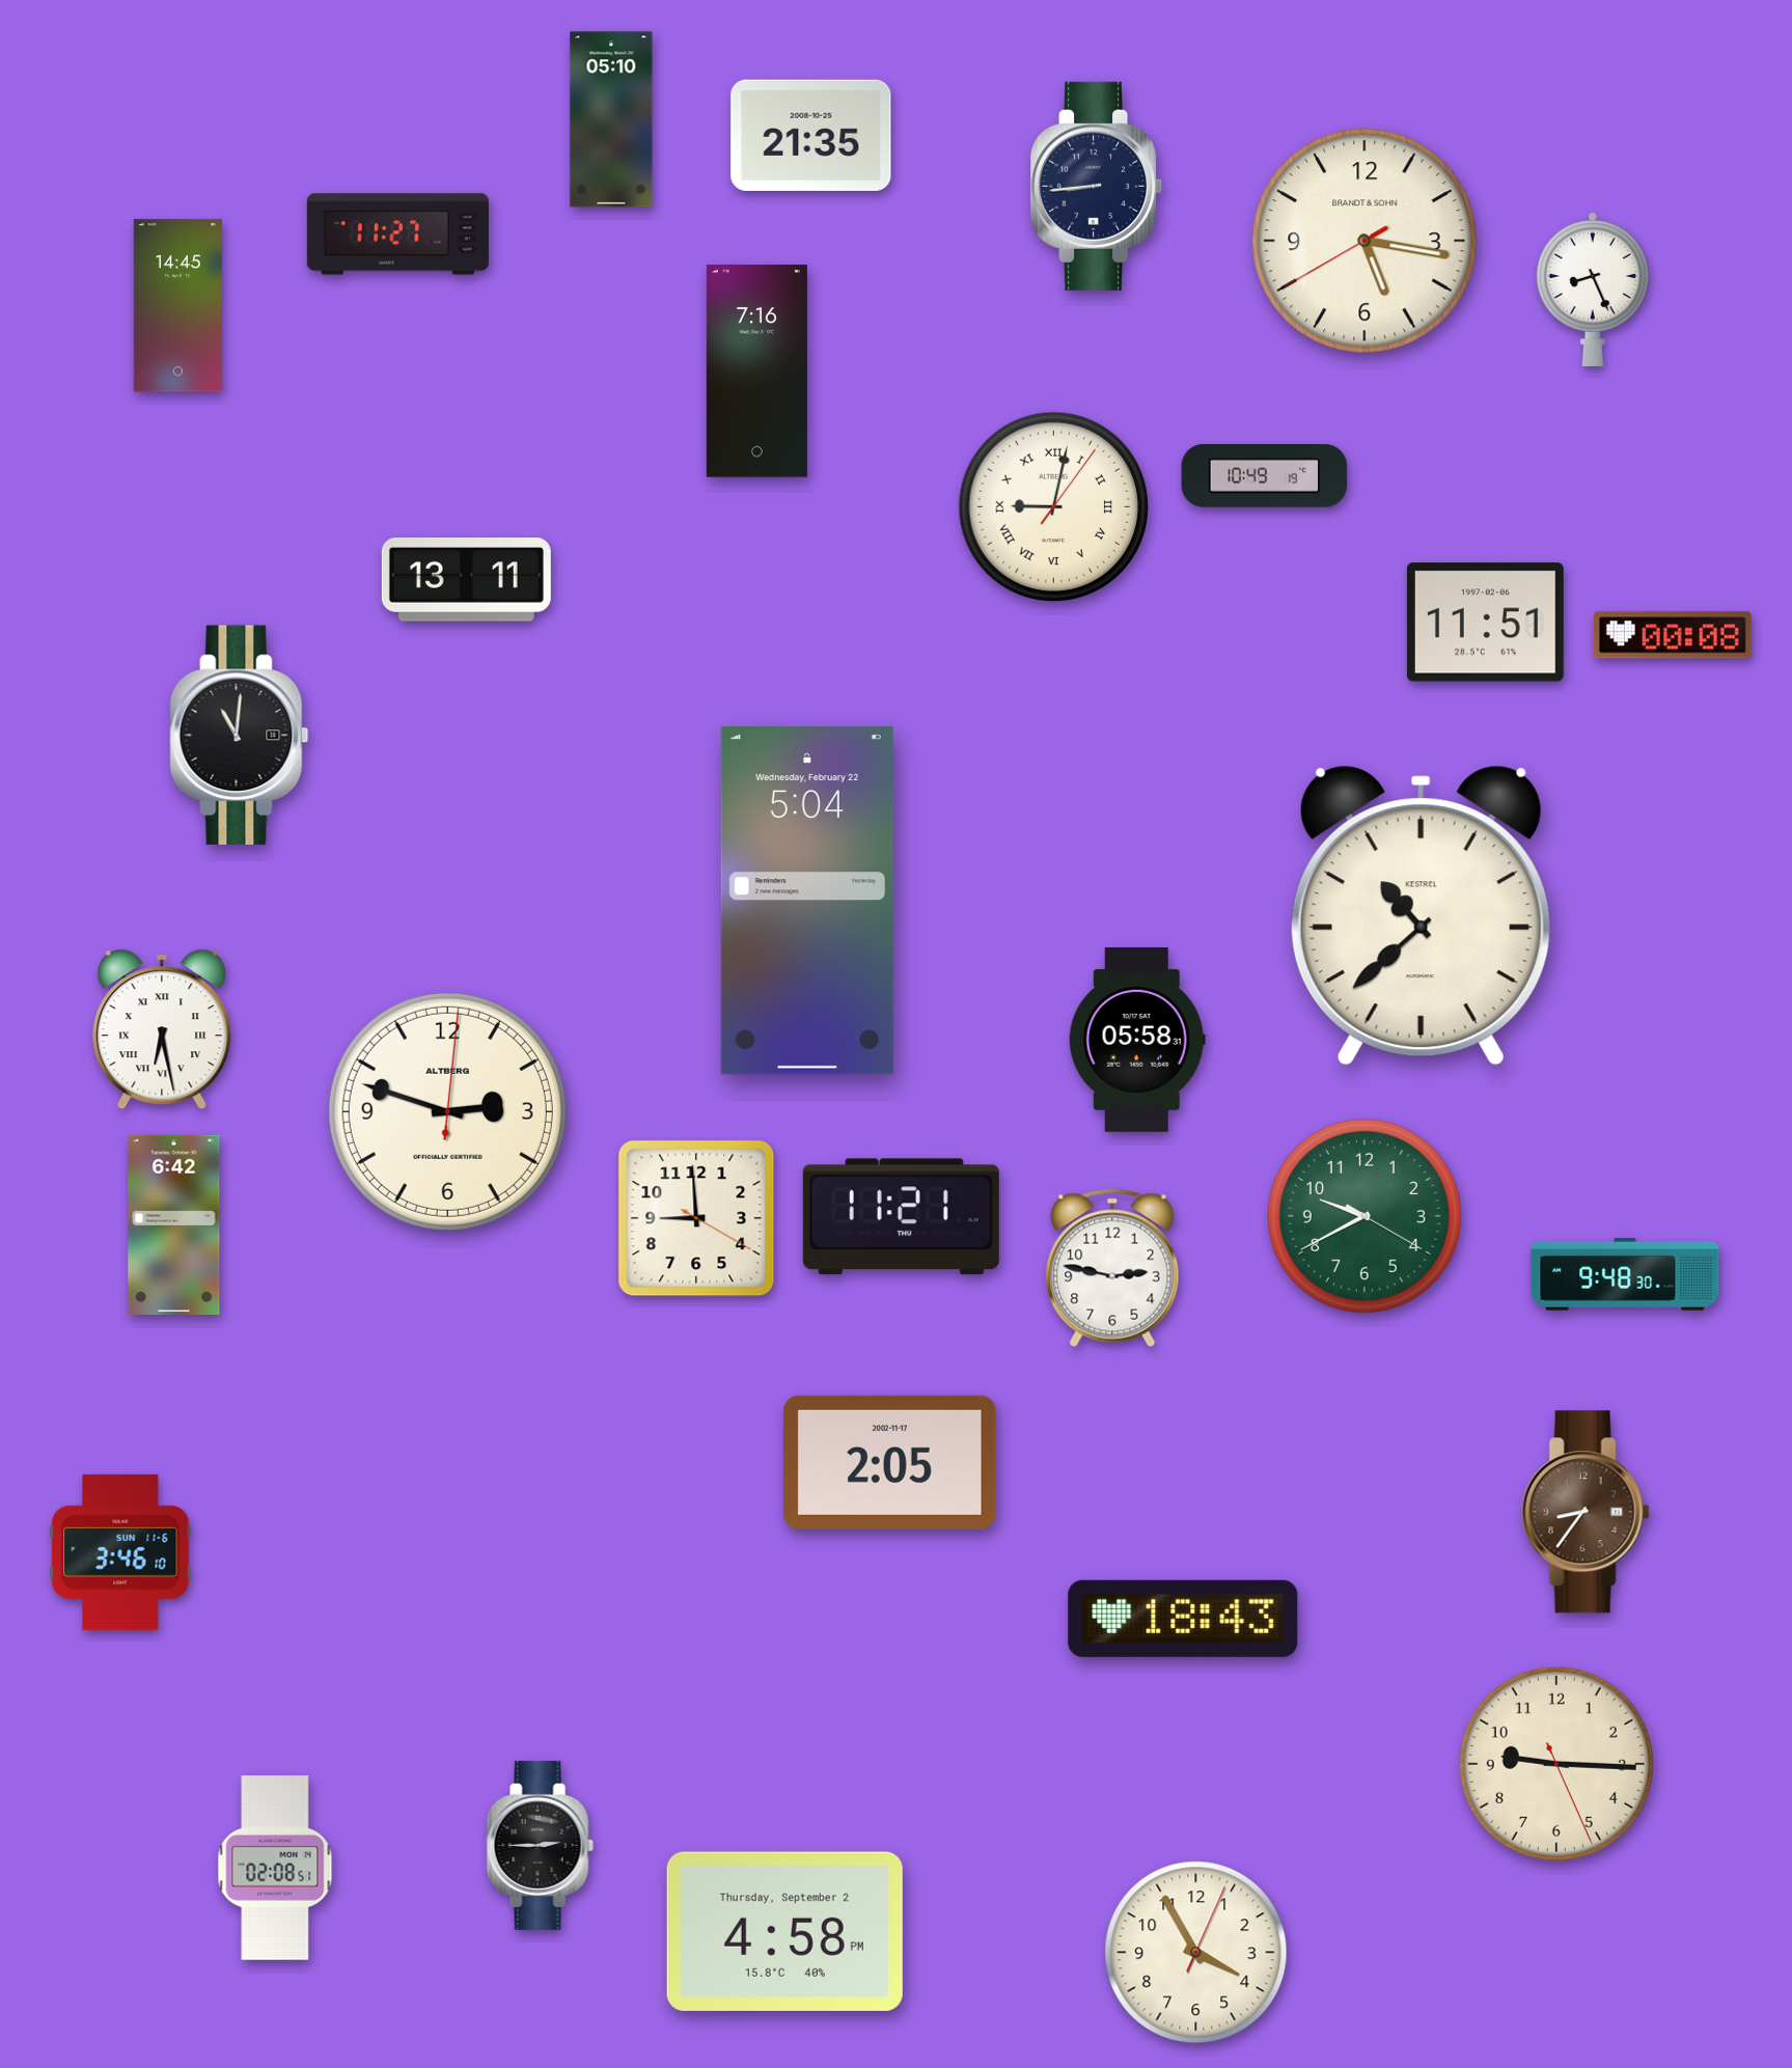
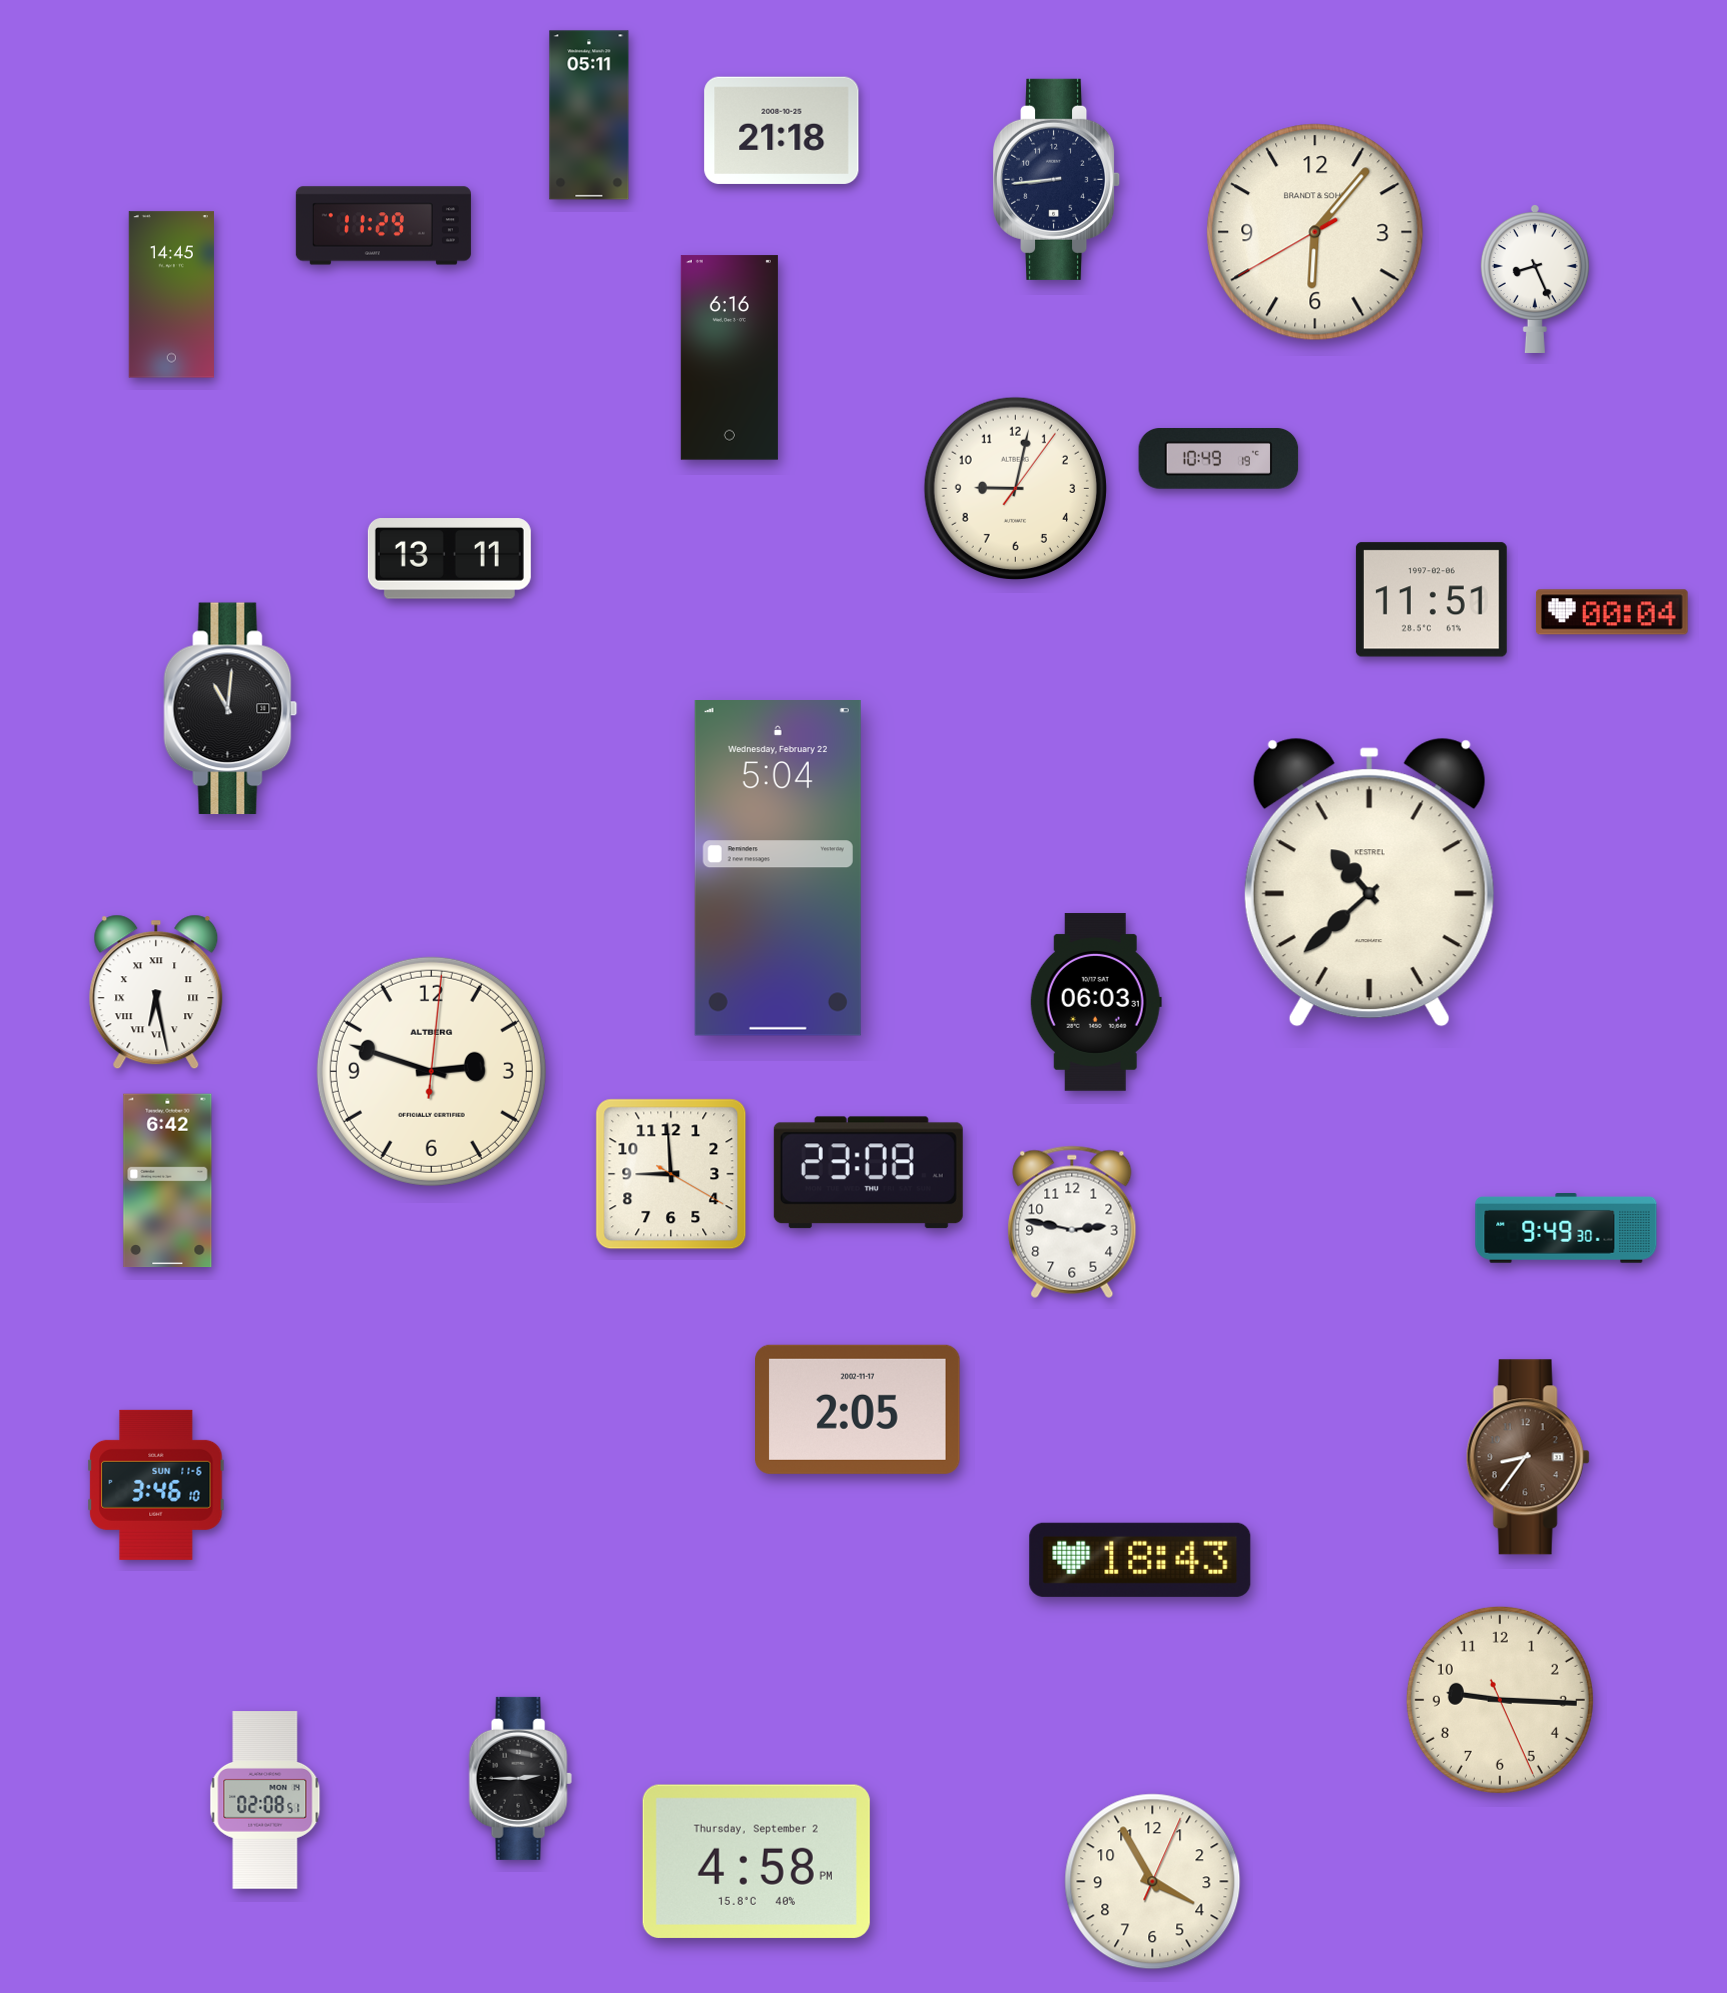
clock at (611, 119): 05:10 -> 05:11
clock at (811, 135): 21:35 -> 21:18
clock at (397, 235): 11:27 -> 11:29
clock at (1364, 241): 5:16 -> 6:06
clock at (756, 371): 7:16 -> 6:16
clock at (1053, 506) numerals: Roman -> Arabic
clock at (1673, 635): 00:08 -> 00:04
clock at (1137, 1040): 05:58 -> 06:03
clock at (1364, 1216): 9:40 -> none
clock at (901, 1217): 11:21 -> 23:08
clock at (1625, 1275): 9:48 -> 9:49
clock at (120, 1552) position: (120, 1552) -> (156, 1485)
